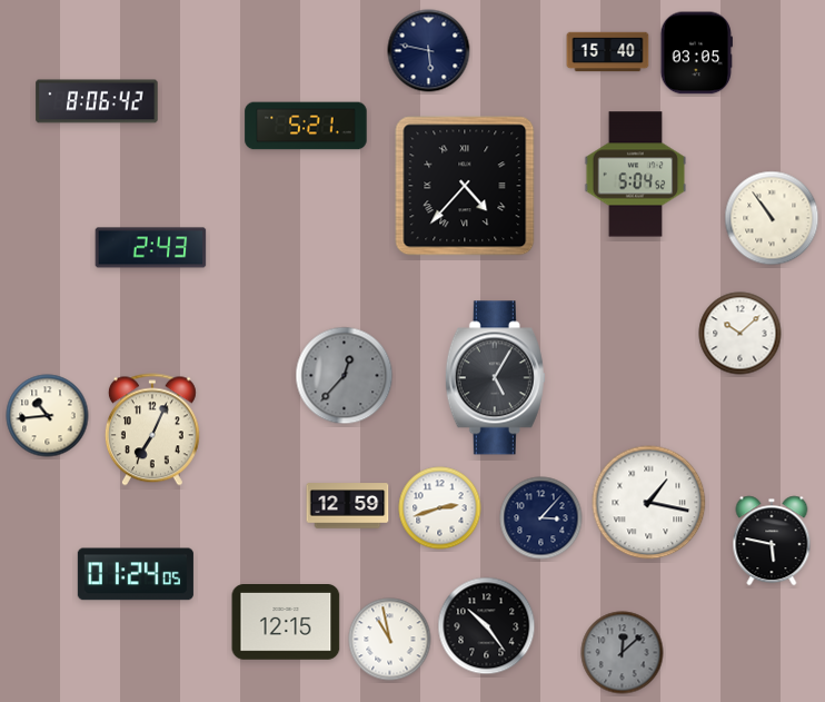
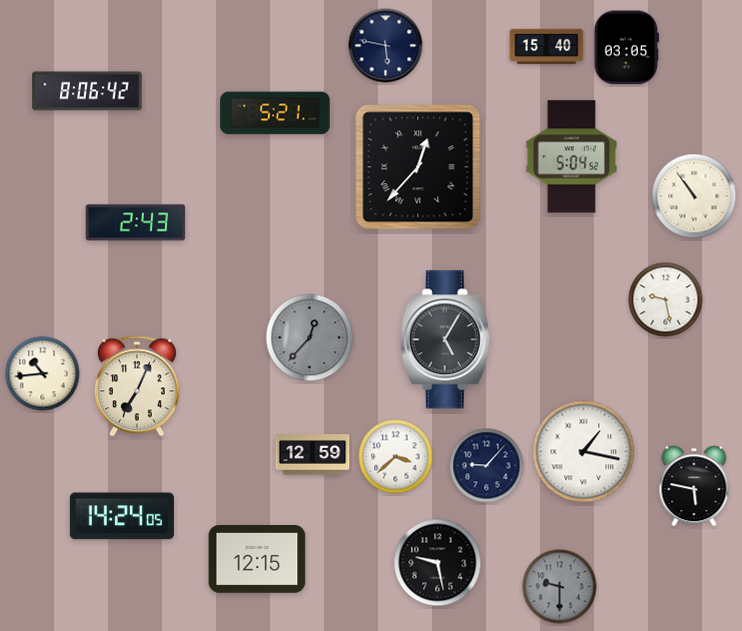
clock at (465, 186): 4:37 -> 12:37
clock at (740, 334): 10:08 -> 9:28
clock at (440, 508): 2:42 -> 3:38
clock at (541, 518): 3:07 -> 9:07
clock at (136, 574): 01:24 -> 14:24
clock at (487, 626): 10:24 -> 9:28
clock at (390, 640): 10:58 -> none
clock at (623, 653): 12:08 -> 9:30
